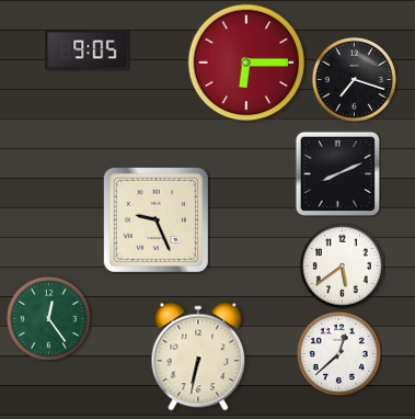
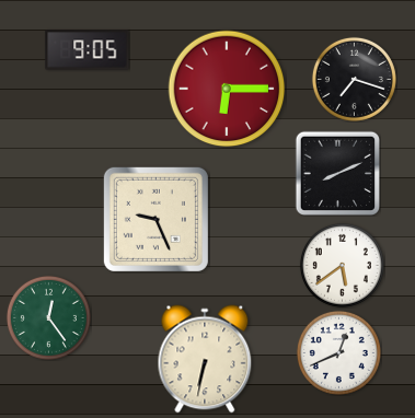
clock at (246, 63) position: (246, 63) -> (227, 89)
clock at (338, 353): 12:38 -> 12:41
clock at (198, 356) position: (198, 356) -> (205, 359)
